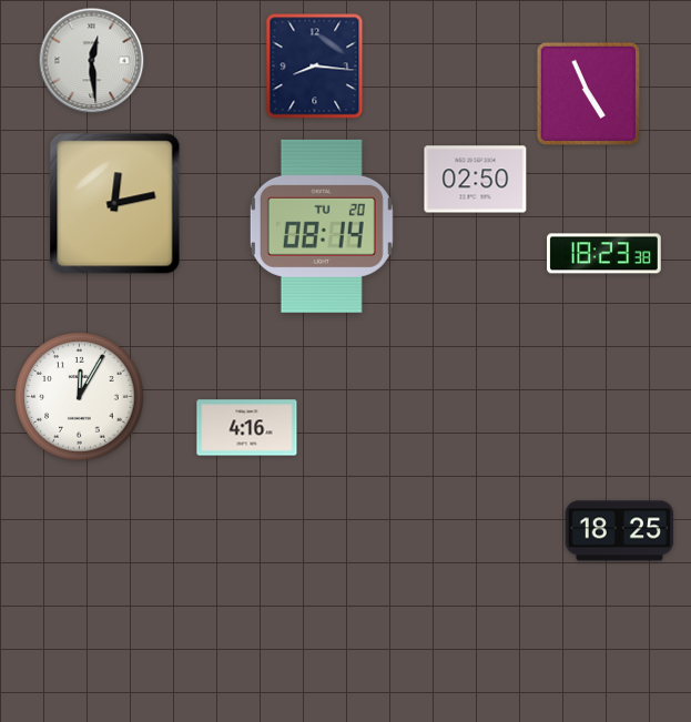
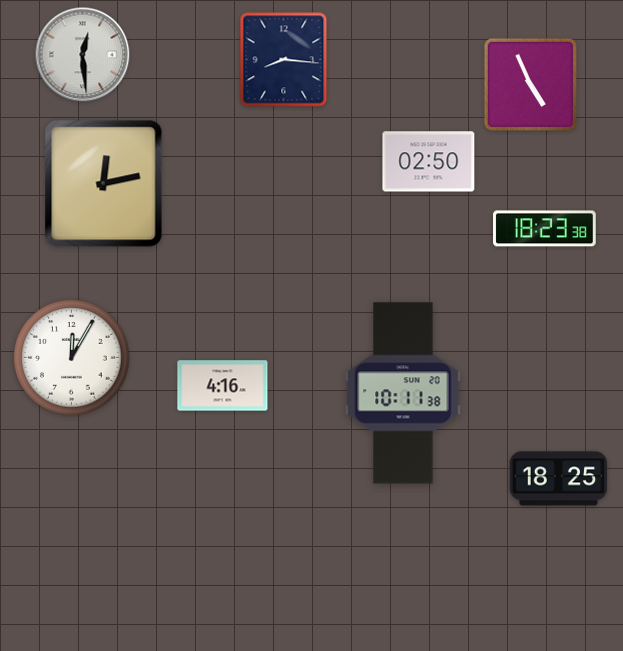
clock at (322, 226): 08:14 -> none
clock at (403, 393): none -> 10:11
